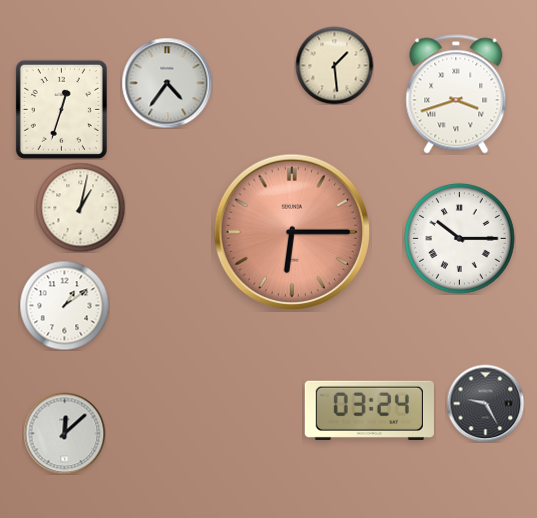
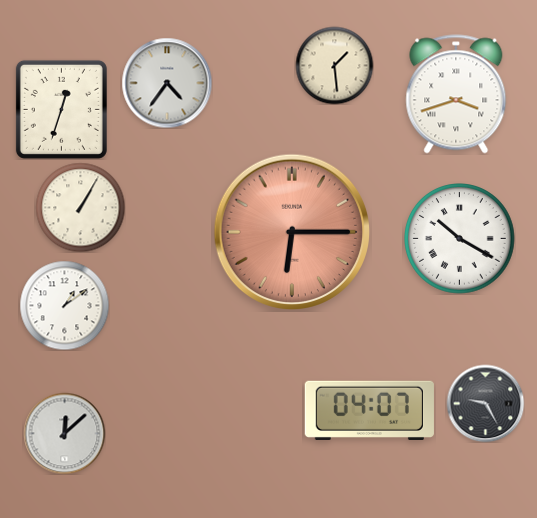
clock at (80, 207): 1:02 -> 1:05
clock at (460, 239): 10:15 -> 10:20
clock at (369, 410): 03:24 -> 04:07
